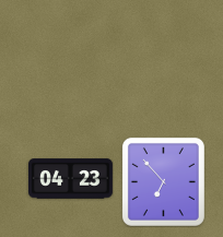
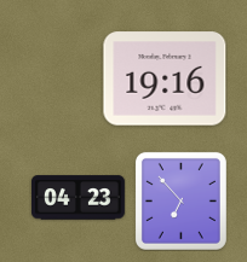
clock at (165, 78): none -> 19:16
